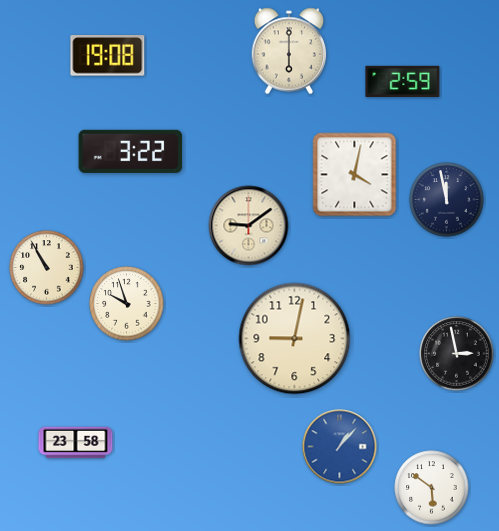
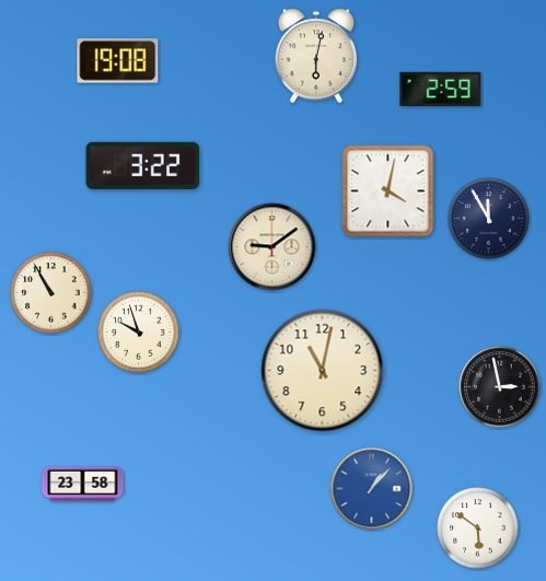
clock at (289, 51): 6:00 -> 6:02
clock at (447, 200): 11:58 -> 11:55
clock at (295, 339): 9:02 -> 11:02
clock at (432, 488) position: (432, 488) -> (478, 528)
